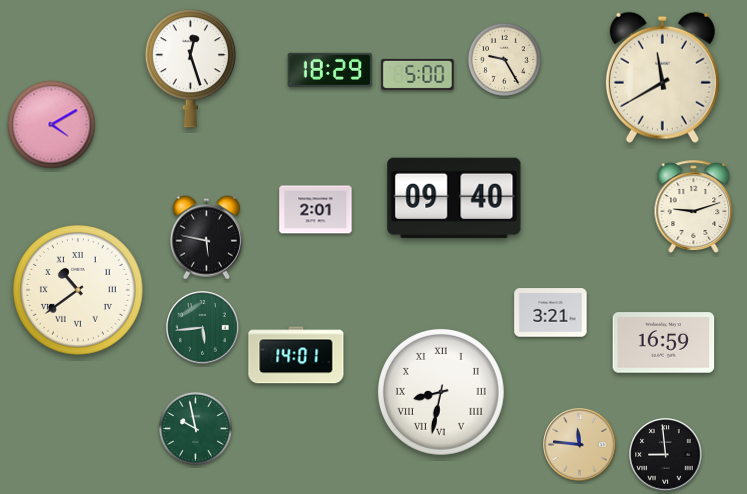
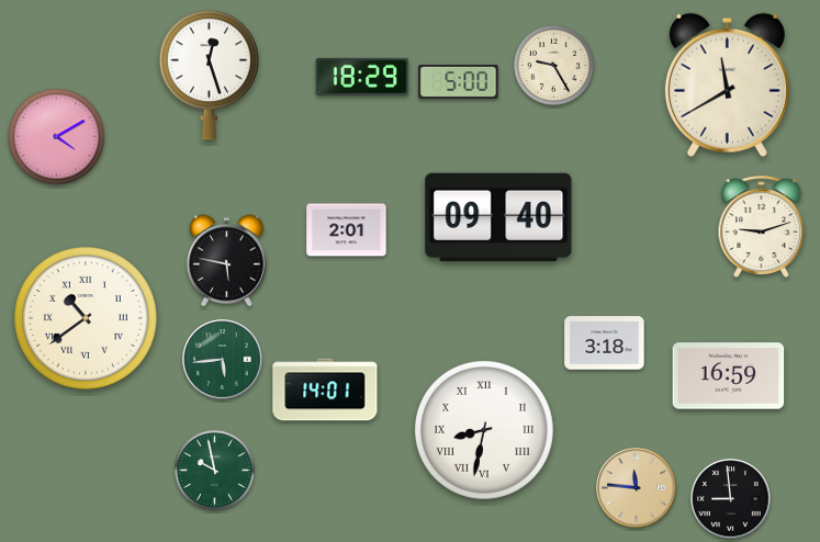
clock at (551, 313): 3:21 -> 3:18
